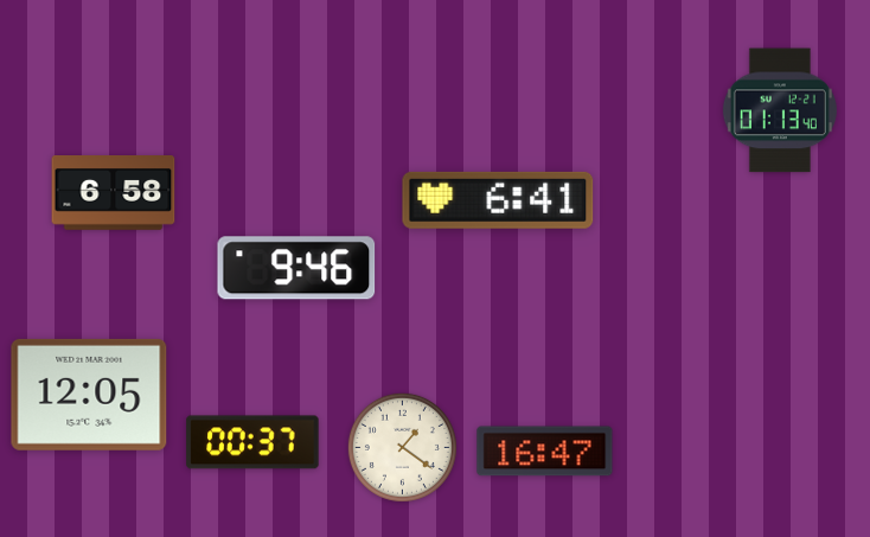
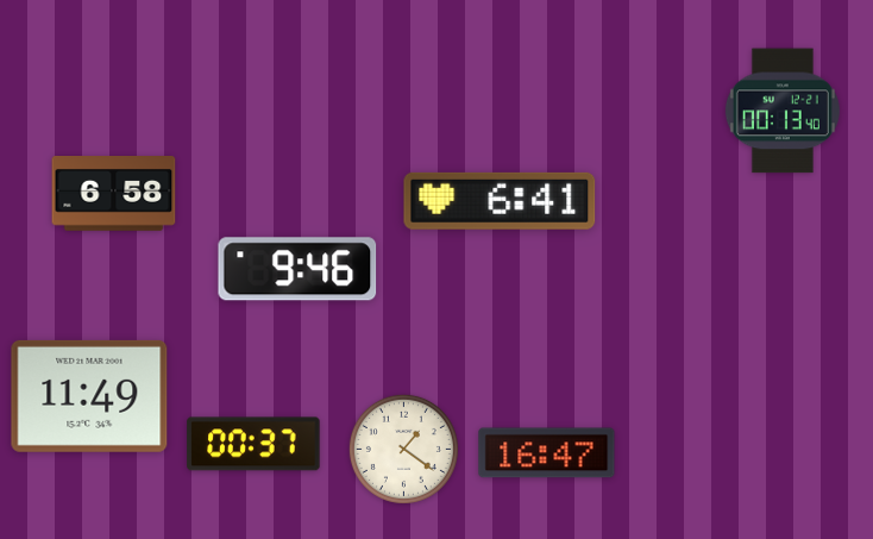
clock at (780, 110): 01:13 -> 00:13
clock at (89, 395): 12:05 -> 11:49
